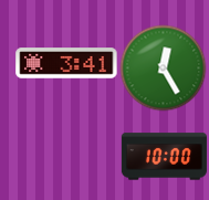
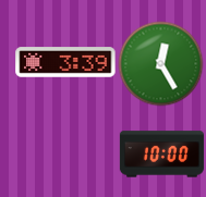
clock at (66, 63): 3:41 -> 3:39
clock at (163, 67) position: (163, 67) -> (160, 63)
